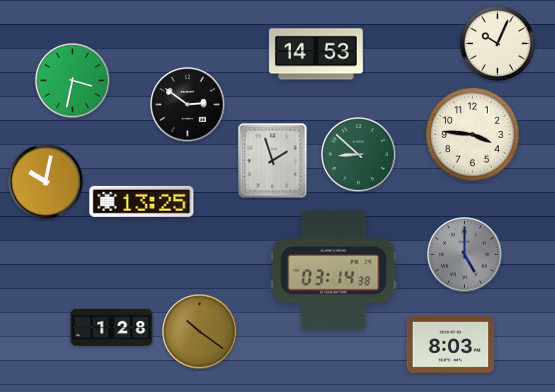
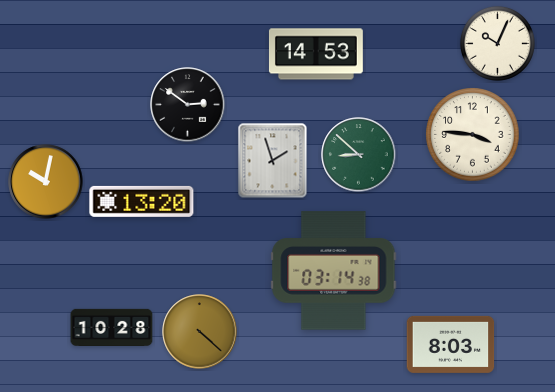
clock at (73, 81): 3:32 -> none
clock at (142, 201): 13:25 -> 13:20
clock at (465, 255): 5:00 -> none
clock at (112, 327): 1:28 -> 10:28
clock at (200, 332): 10:21 -> 4:22
